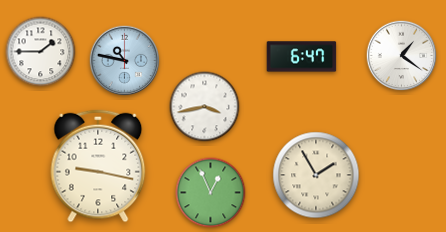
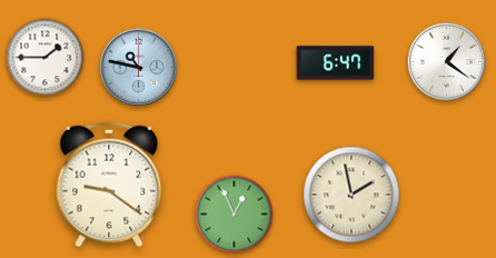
clock at (205, 107): 3:43 -> none
clock at (98, 166): 9:17 -> 9:21
clock at (316, 175): 1:55 -> 1:58
